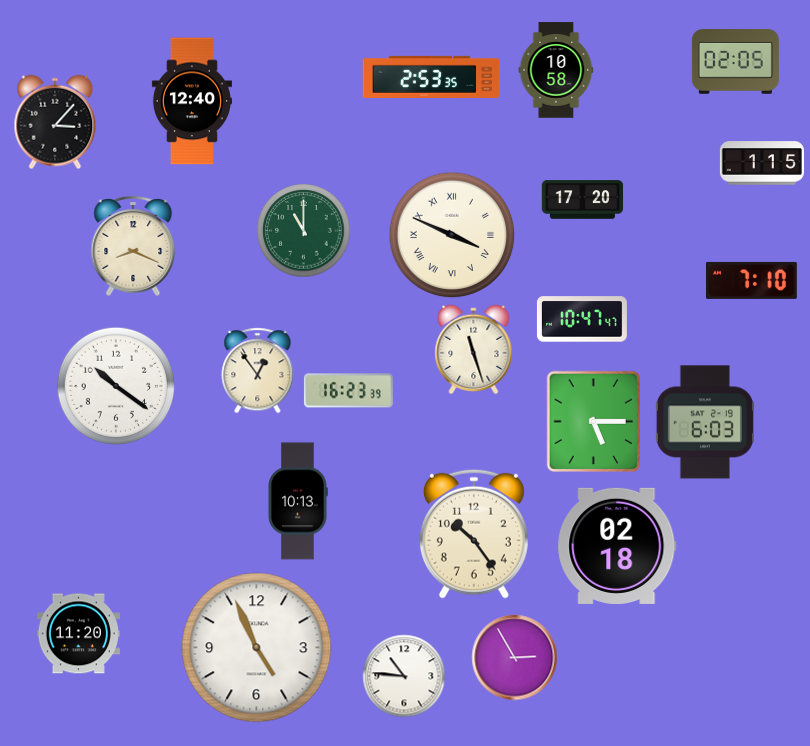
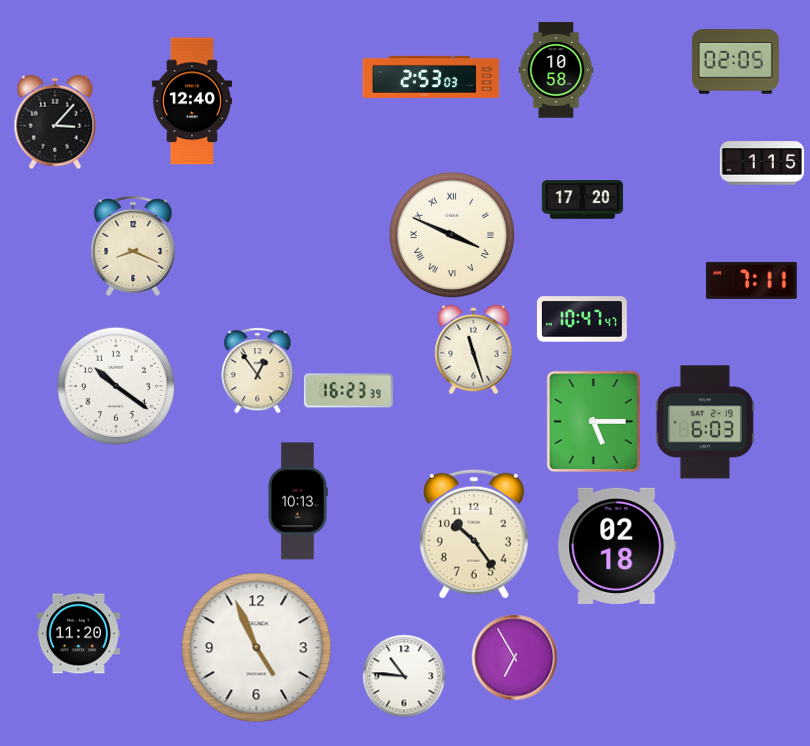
clock at (431, 77): 2:53:35 -> 2:53:03
clock at (303, 230): 11:00 -> none
clock at (751, 280): 7:10 -> 7:11
clock at (514, 657): 2:55 -> 6:55
